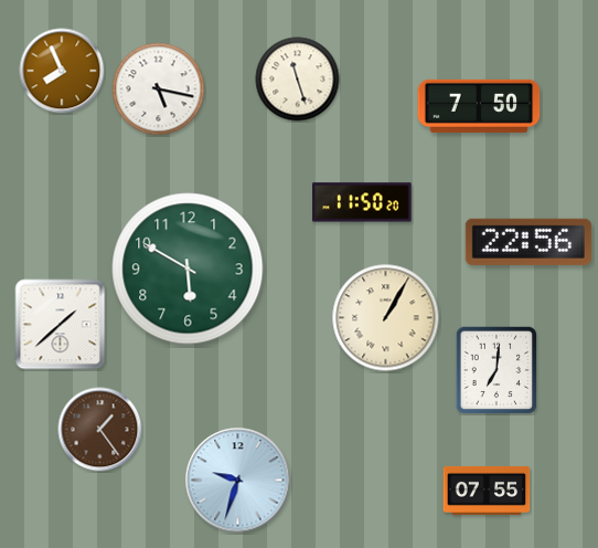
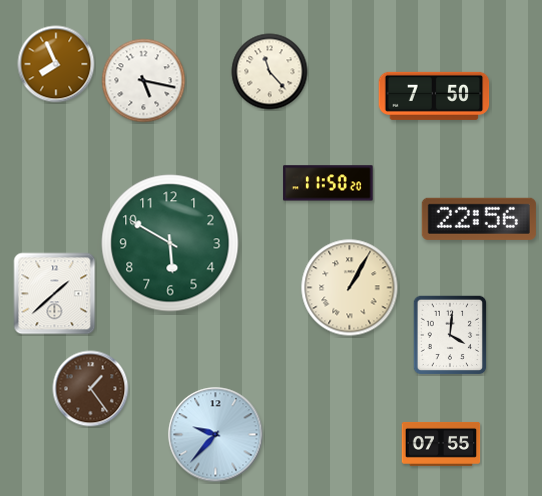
clock at (298, 80): 11:27 -> 11:23
clock at (496, 370): 7:01 -> 4:01
clock at (238, 481): 9:33 -> 9:37
